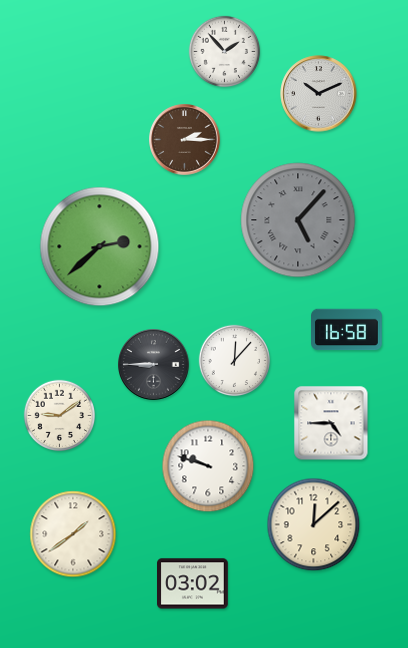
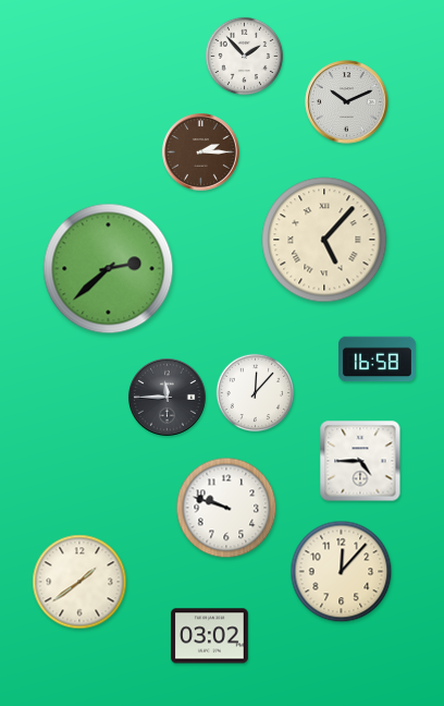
clock at (298, 220) dial: grey -> cream
clock at (154, 365): 8:45 -> 11:45
clock at (60, 416): 9:09 -> none
clock at (314, 525): 12:08 -> 12:07
